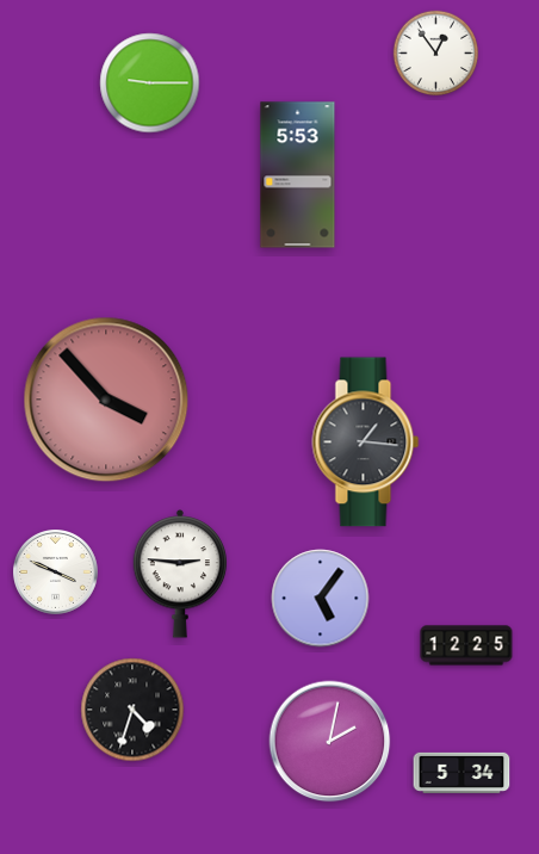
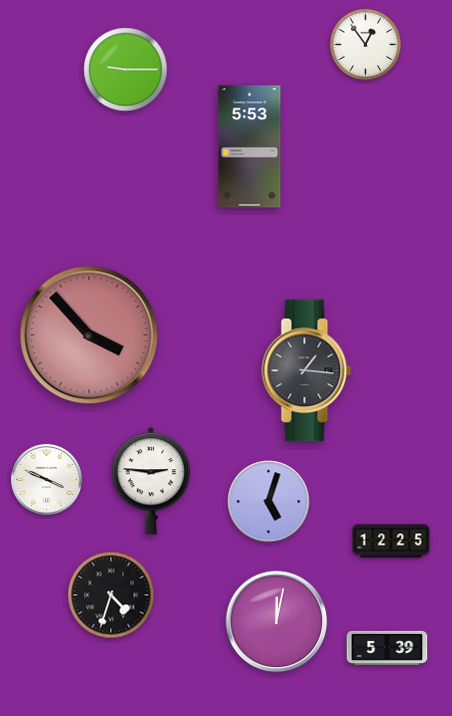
clock at (321, 599): 5:06 -> 5:03
clock at (330, 742): 2:02 -> 12:02
clock at (461, 773): 5:34 -> 5:39
